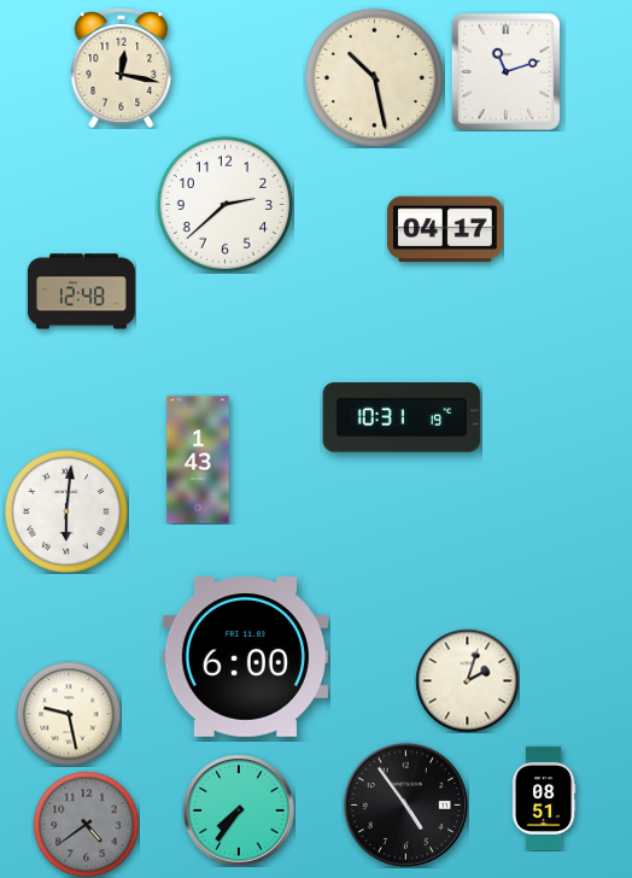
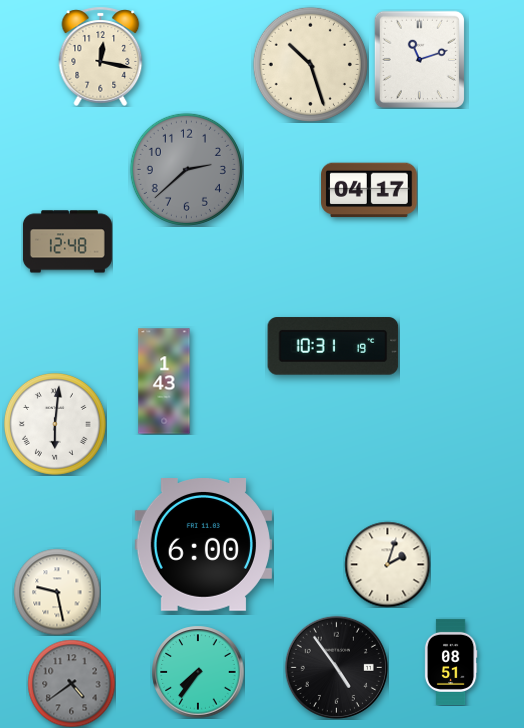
clock at (374, 77): 10:28 -> 10:27
clock at (224, 204) dial: white -> grey
